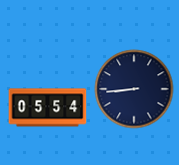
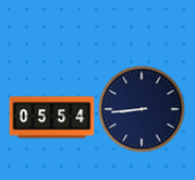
clock at (134, 89) position: (134, 89) -> (142, 109)
